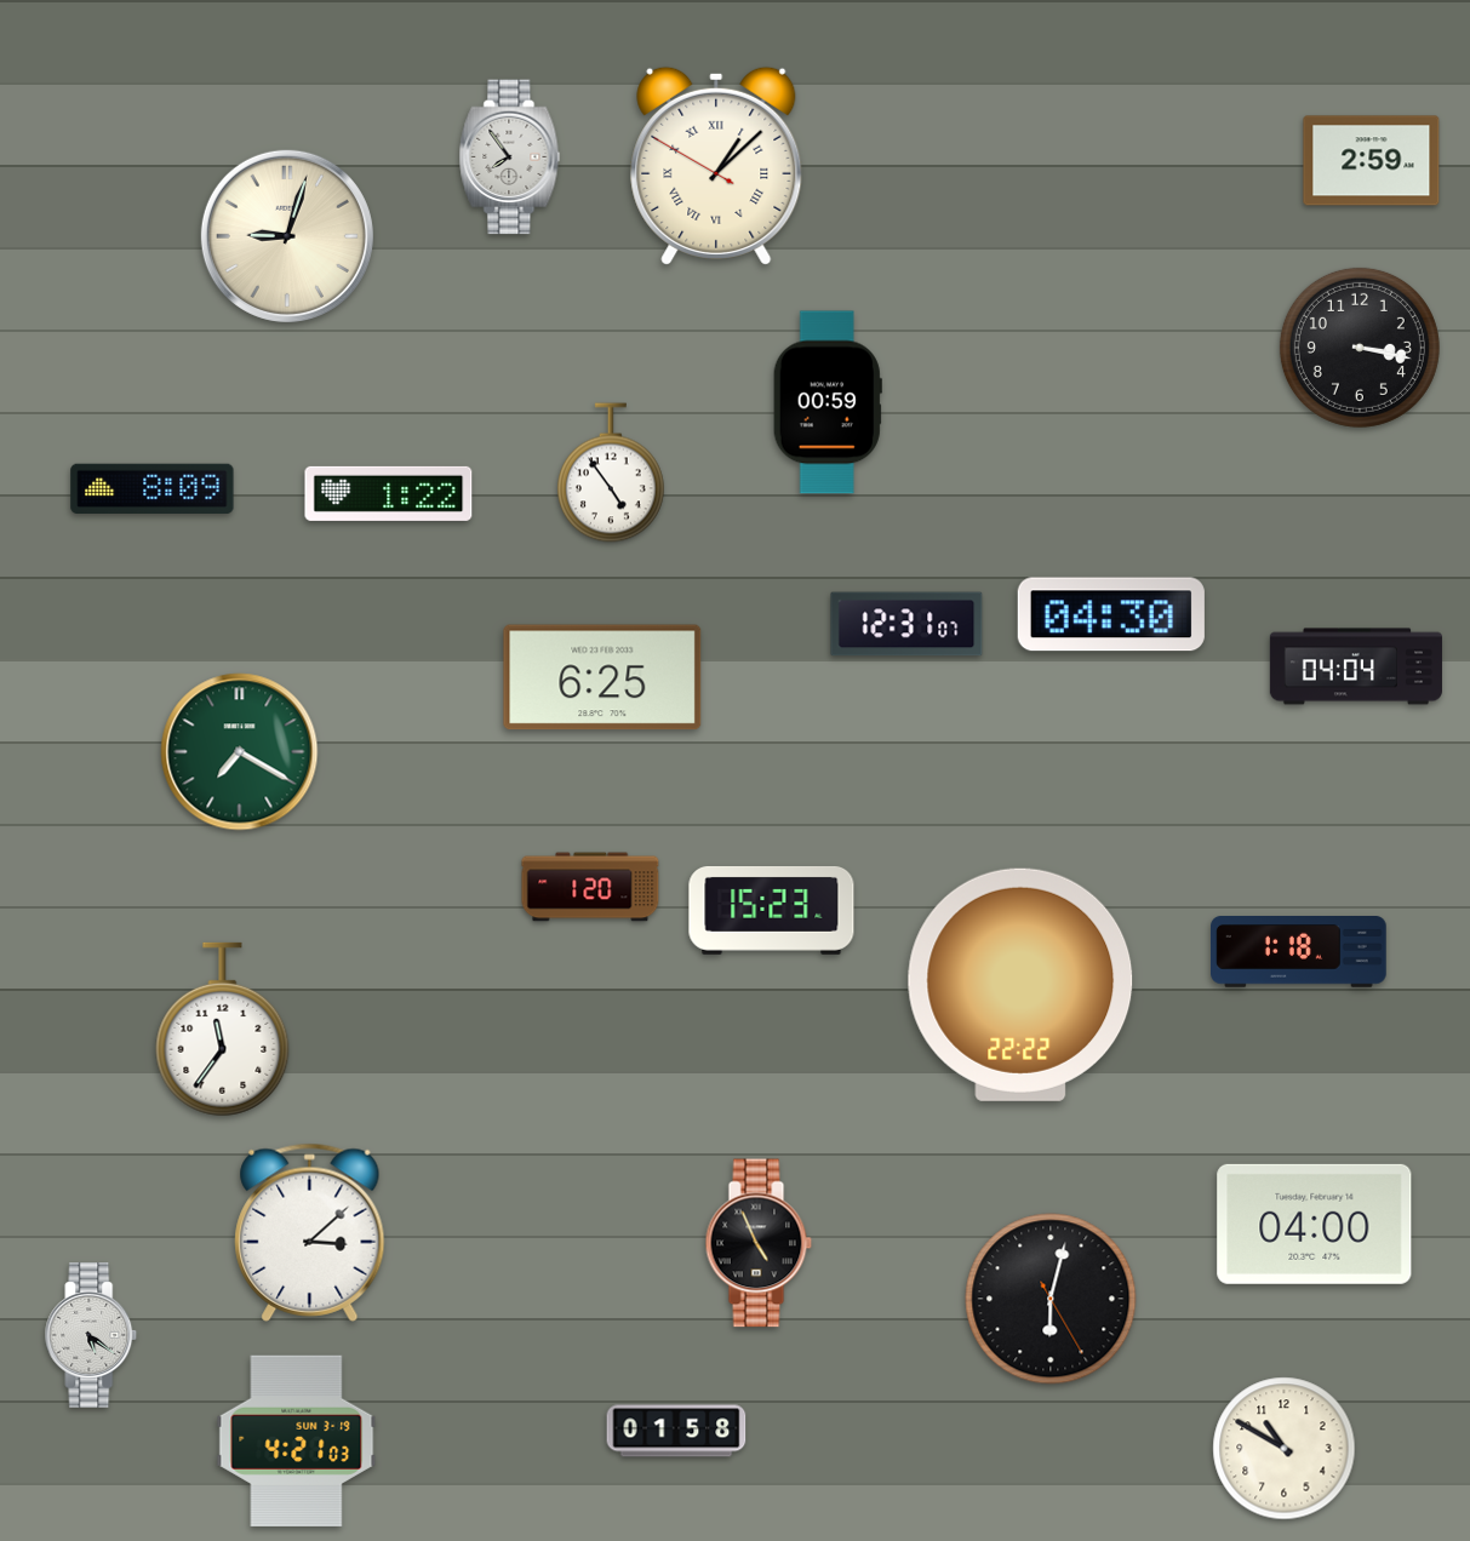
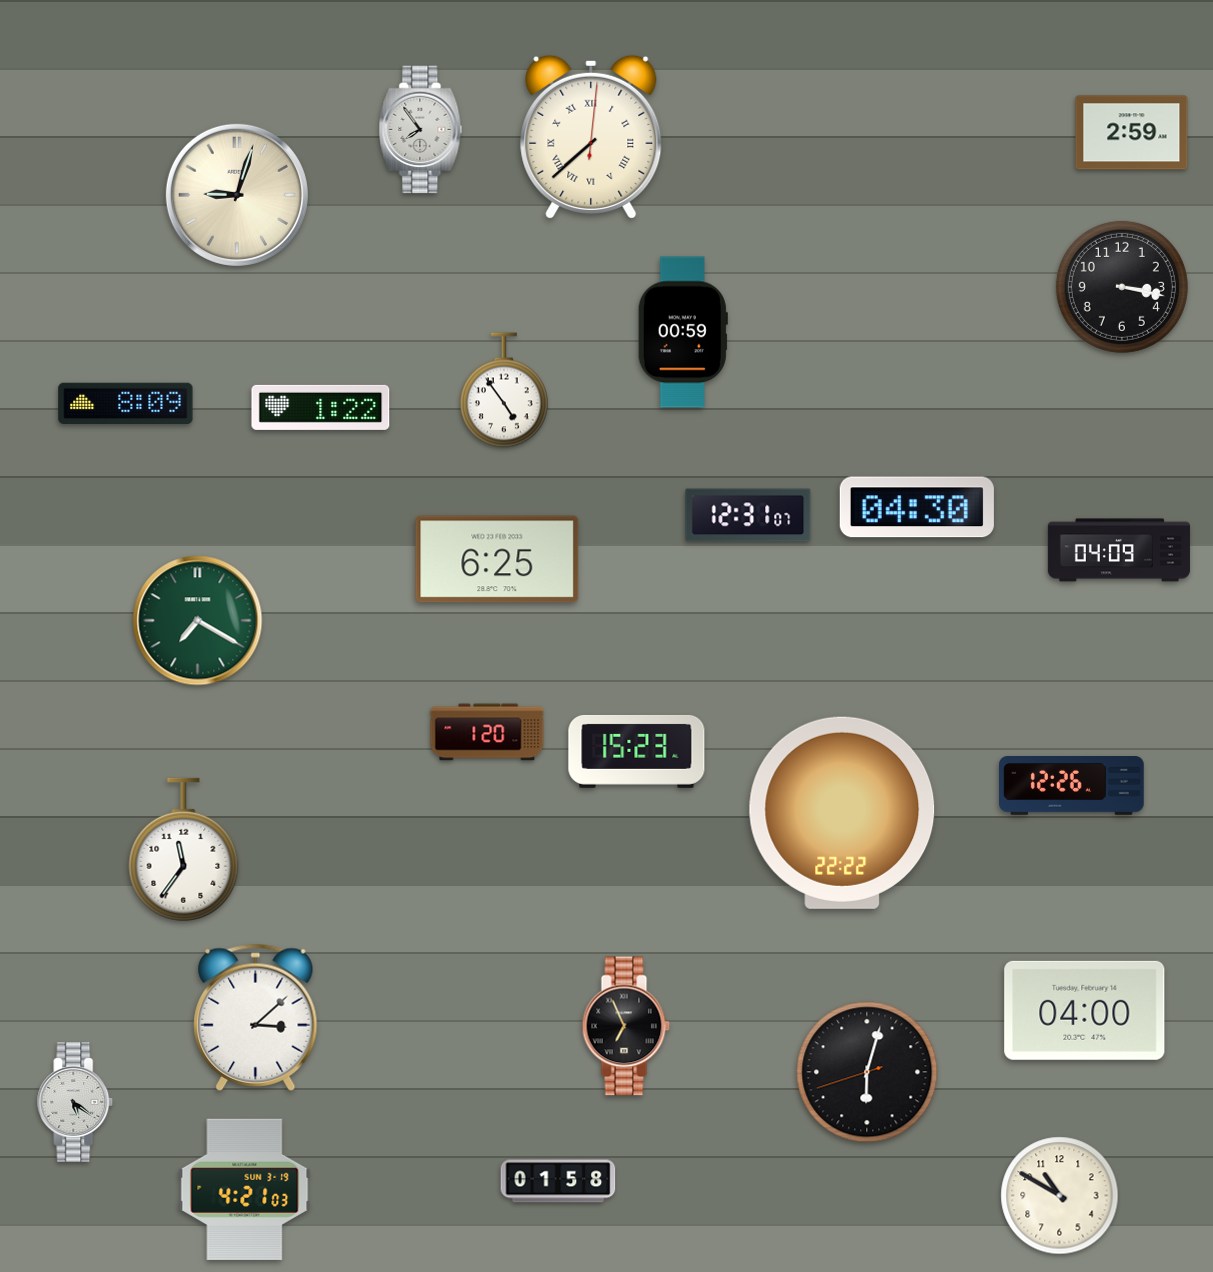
clock at (716, 166): 1:07 -> 7:38
clock at (1356, 666): 04:04 -> 04:09
clock at (1299, 952): 1:18 -> 12:26
clock at (759, 1243): 4:56 -> 6:56
clock at (1051, 1299): 6:02:25 -> 6:02:42
